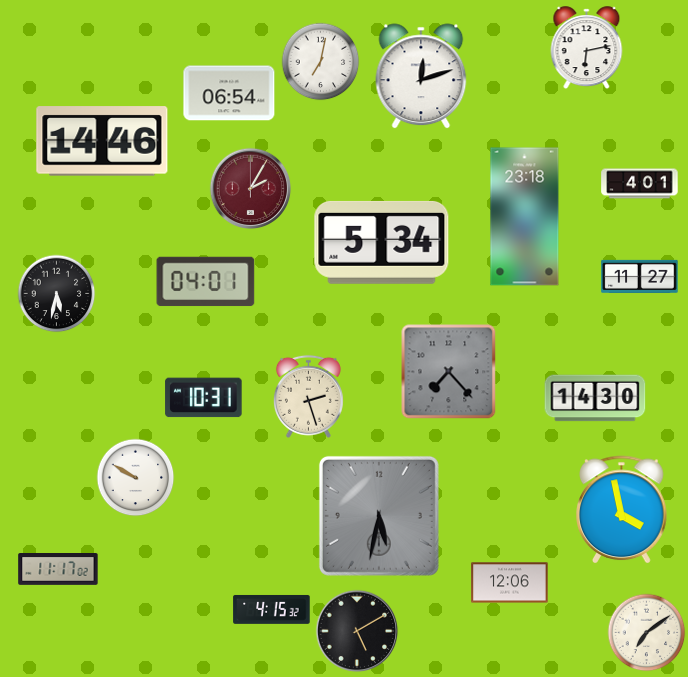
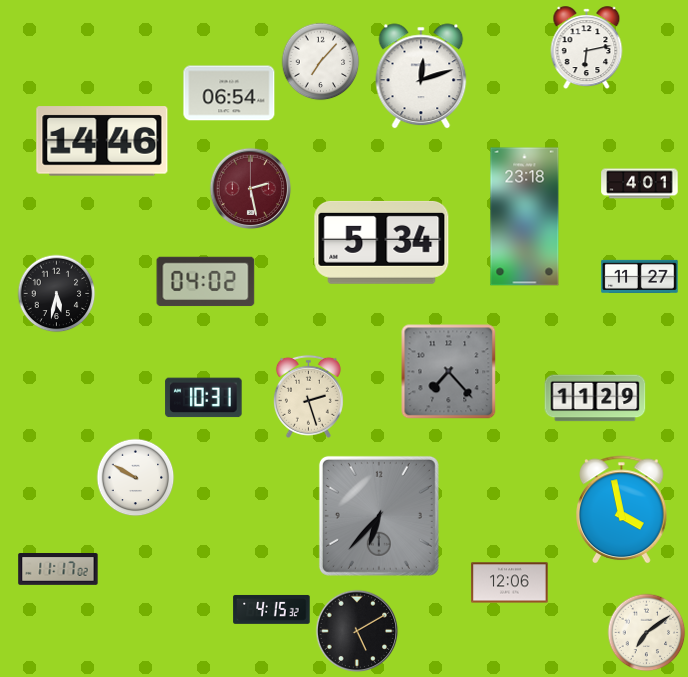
clock at (320, 61): 7:02 -> 7:07
clock at (250, 188): 2:05 -> 2:28
clock at (206, 282): 04:01 -> 04:02
clock at (595, 398): 14:30 -> 11:29
clock at (379, 516): 5:32 -> 6:37
